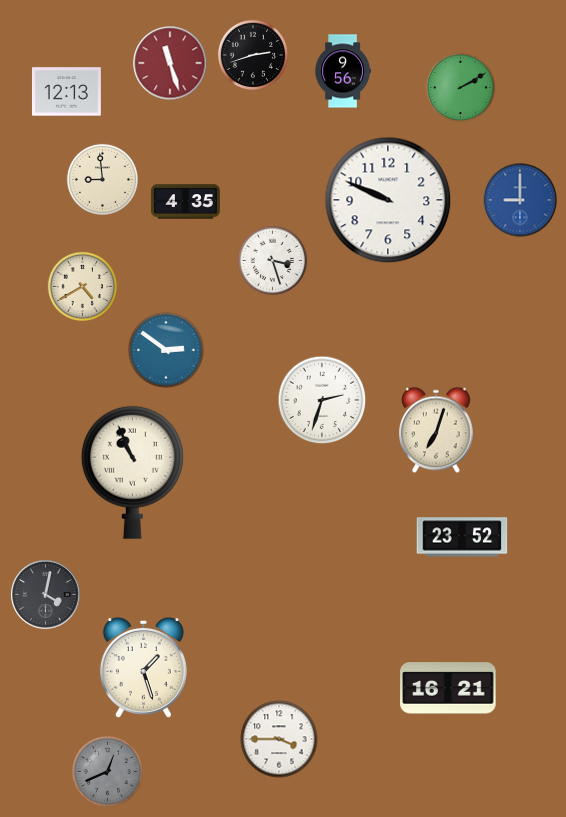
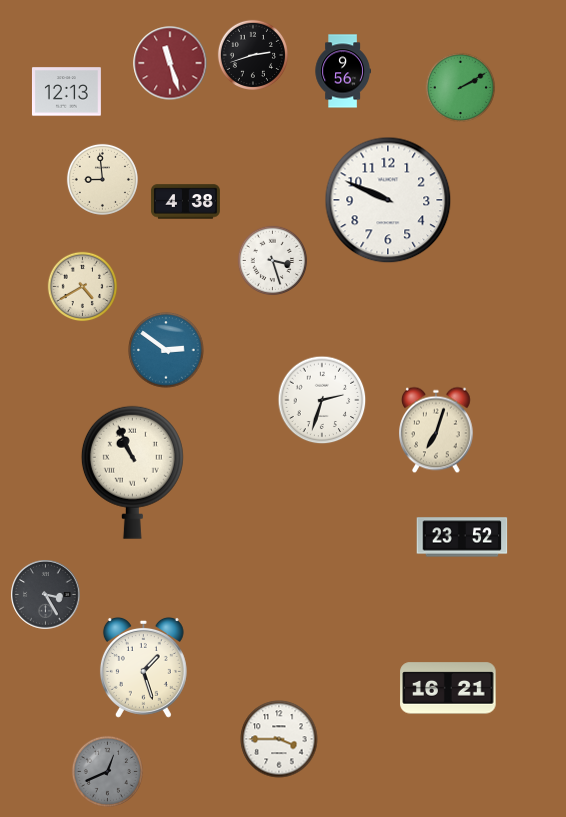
clock at (520, 200): 9:00 -> none
clock at (185, 202): 4:35 -> 4:38
clock at (46, 595): 4:02 -> 3:25
